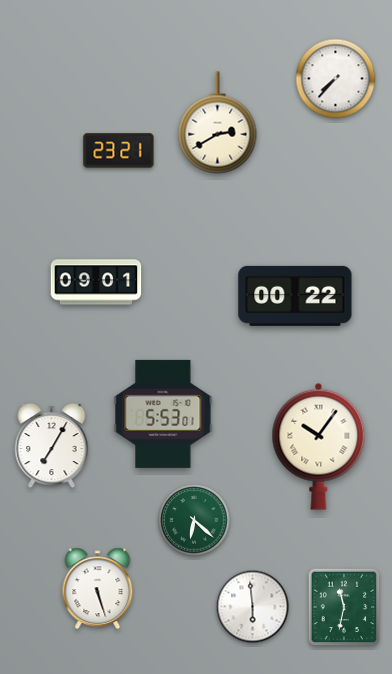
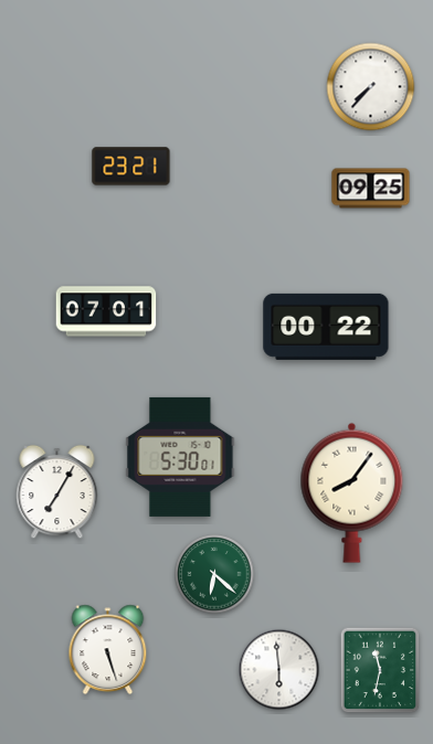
clock at (218, 123): 2:40 -> none
clock at (371, 189): none -> 09:25
clock at (96, 282): 09:01 -> 07:01
clock at (163, 414): 5:53 -> 5:30
clock at (319, 446): 10:06 -> 8:06
